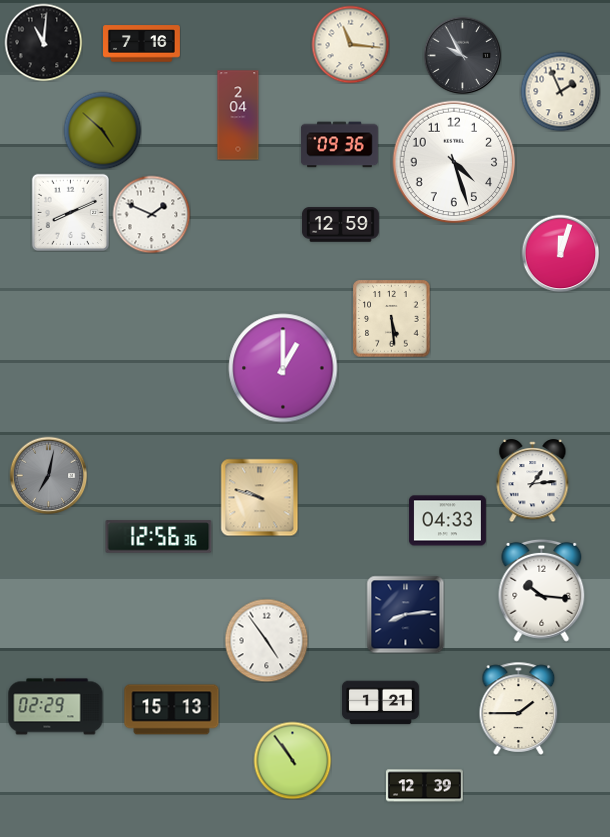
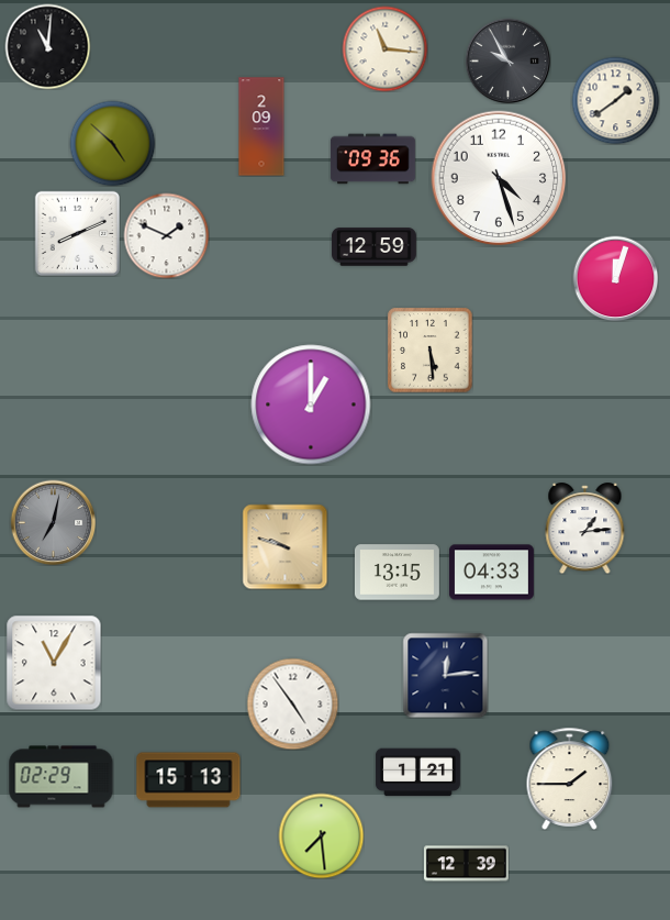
clock at (142, 44): 7:16 -> none
clock at (560, 91): 1:56 -> 1:39
clock at (238, 115): 2:04 -> 2:09
clock at (397, 573): none -> 13:15
clock at (159, 537): 12:56 -> none
clock at (542, 590): 10:16 -> none
clock at (54, 663): none -> 11:05
clock at (405, 614): 8:14 -> 12:14
clock at (292, 760): 10:54 -> 7:29
